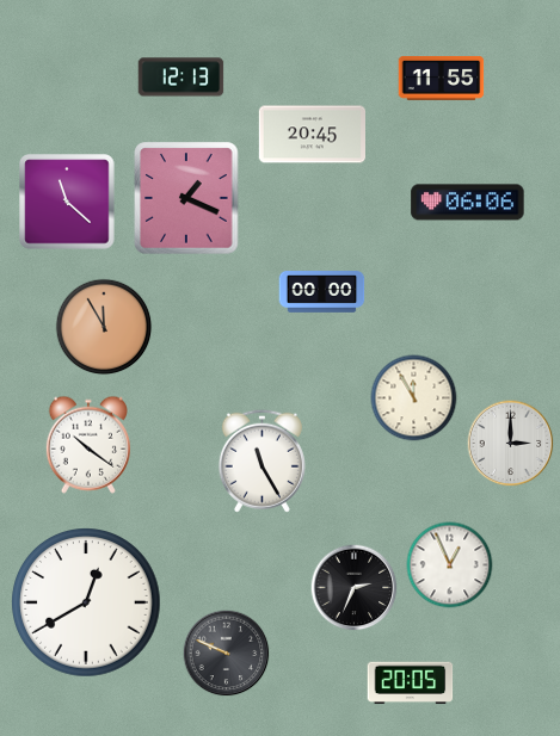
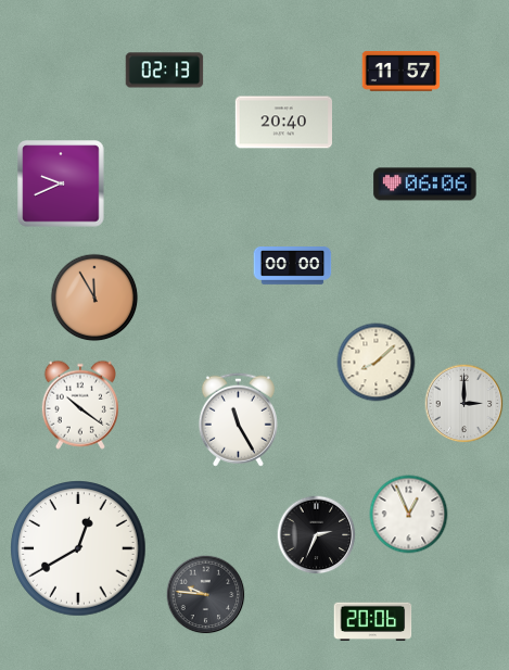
clock at (181, 78): 12:13 -> 02:13
clock at (442, 79): 11:55 -> 11:57
clock at (312, 135): 20:45 -> 20:40
clock at (186, 198): 1:19 -> none
clock at (67, 202): 11:22 -> 9:41
clock at (414, 398): 11:55 -> 8:08
clock at (355, 588) position: (355, 588) -> (317, 535)
clock at (227, 654): 9:49 -> 9:46
clock at (411, 684): 20:05 -> 20:06
